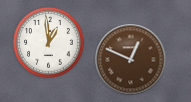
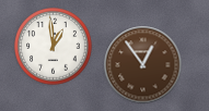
clock at (131, 60): 12:49 -> 12:54
